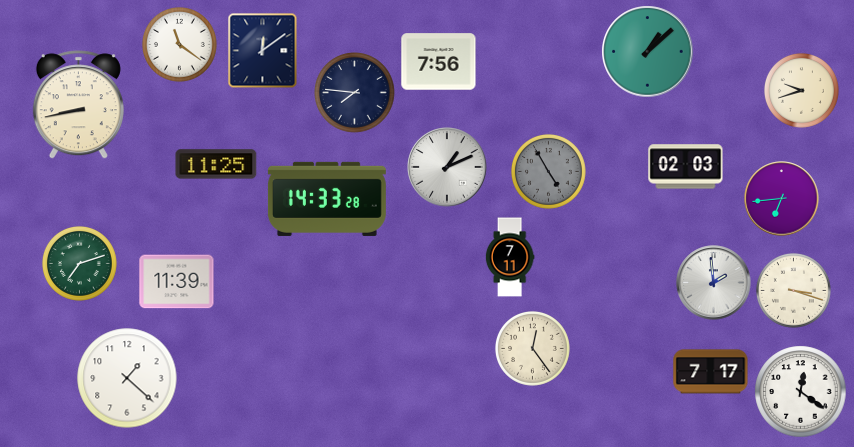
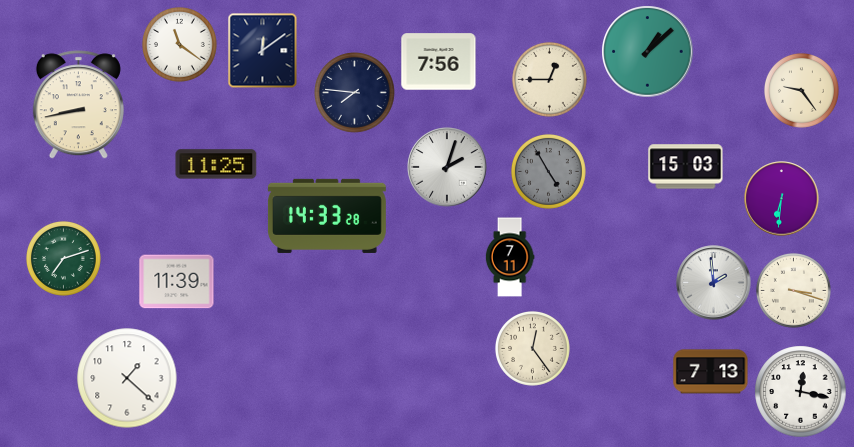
clock at (549, 79): none -> 12:45
clock at (801, 90): 9:42 -> 9:24
clock at (447, 167): 1:11 -> 2:03
clock at (686, 167): 02:03 -> 15:03
clock at (327, 199) position: (327, 199) -> (327, 216)
clock at (782, 199): 6:44 -> 6:31
clock at (79, 263) position: (79, 263) -> (63, 258)
clock at (711, 372): 7:17 -> 7:13
clock at (801, 392): 12:21 -> 12:17
